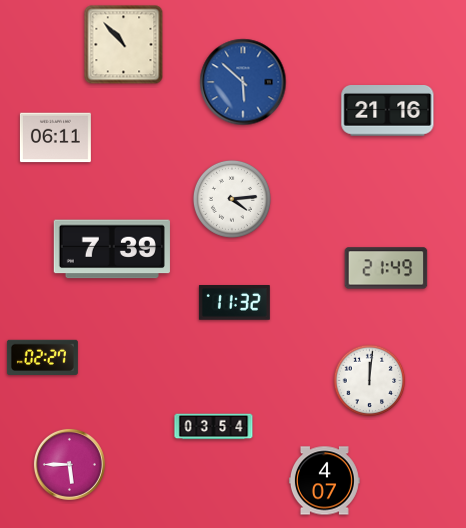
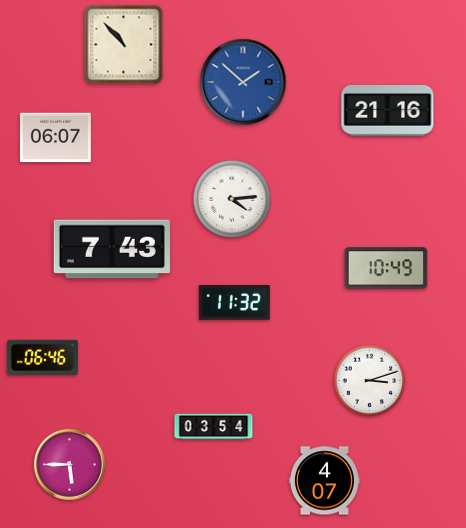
clock at (243, 82): 5:52 -> 1:52
clock at (55, 138): 06:11 -> 06:07
clock at (112, 249): 7:39 -> 7:43
clock at (386, 268): 21:49 -> 10:49
clock at (42, 357): 02:27 -> 06:46
clock at (370, 381): 12:01 -> 3:12
